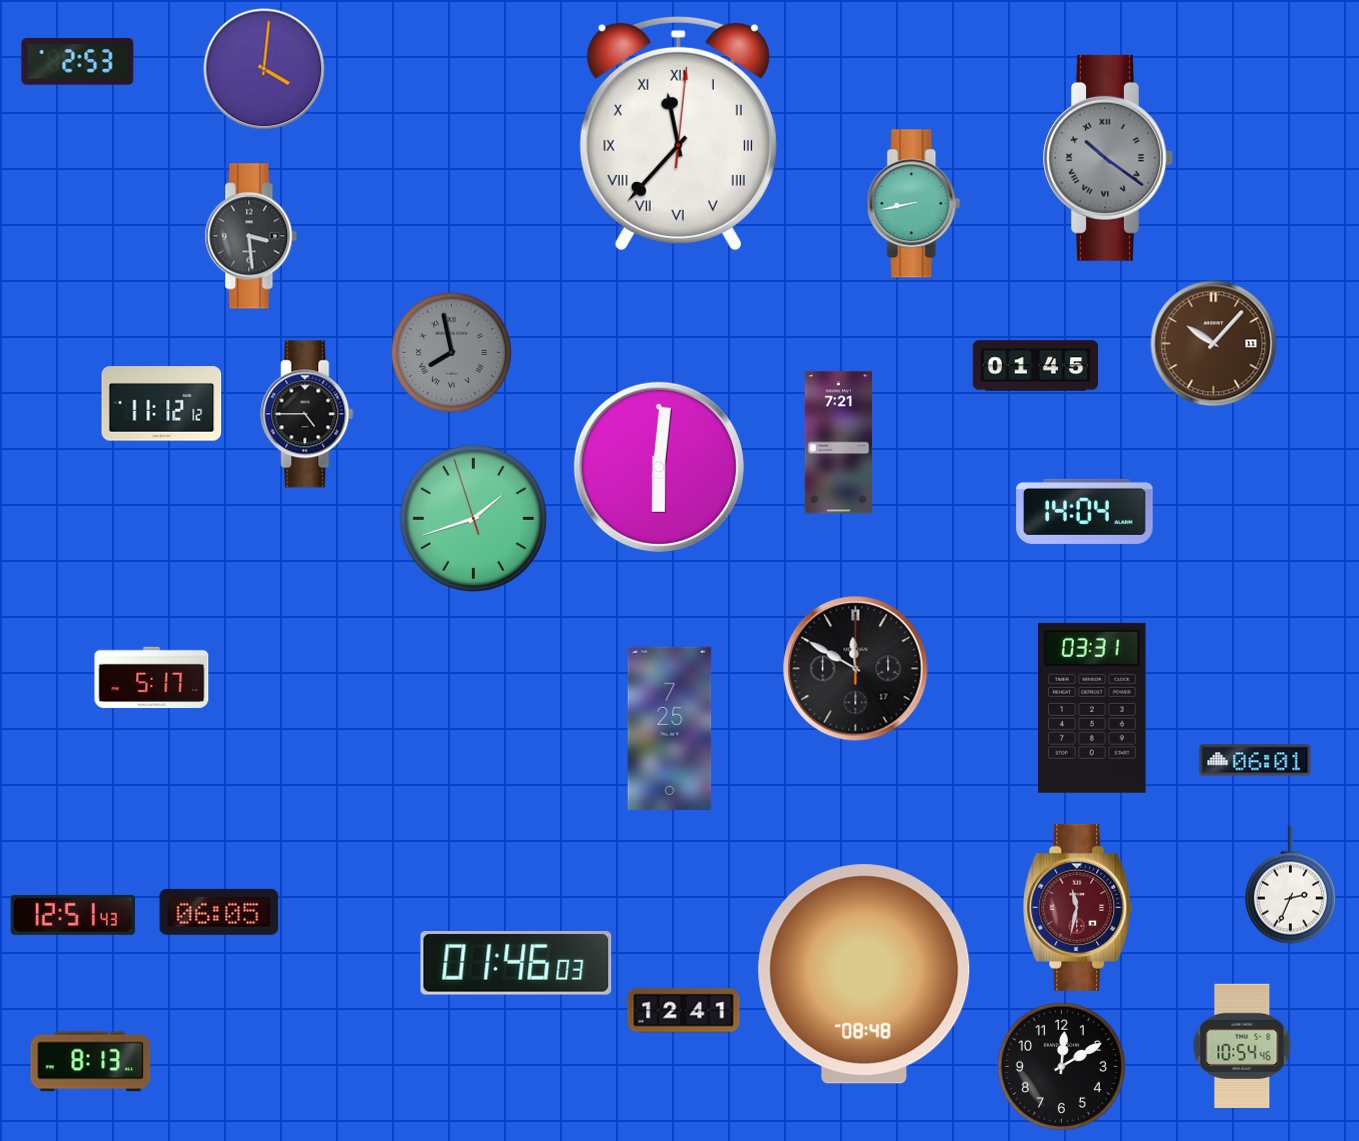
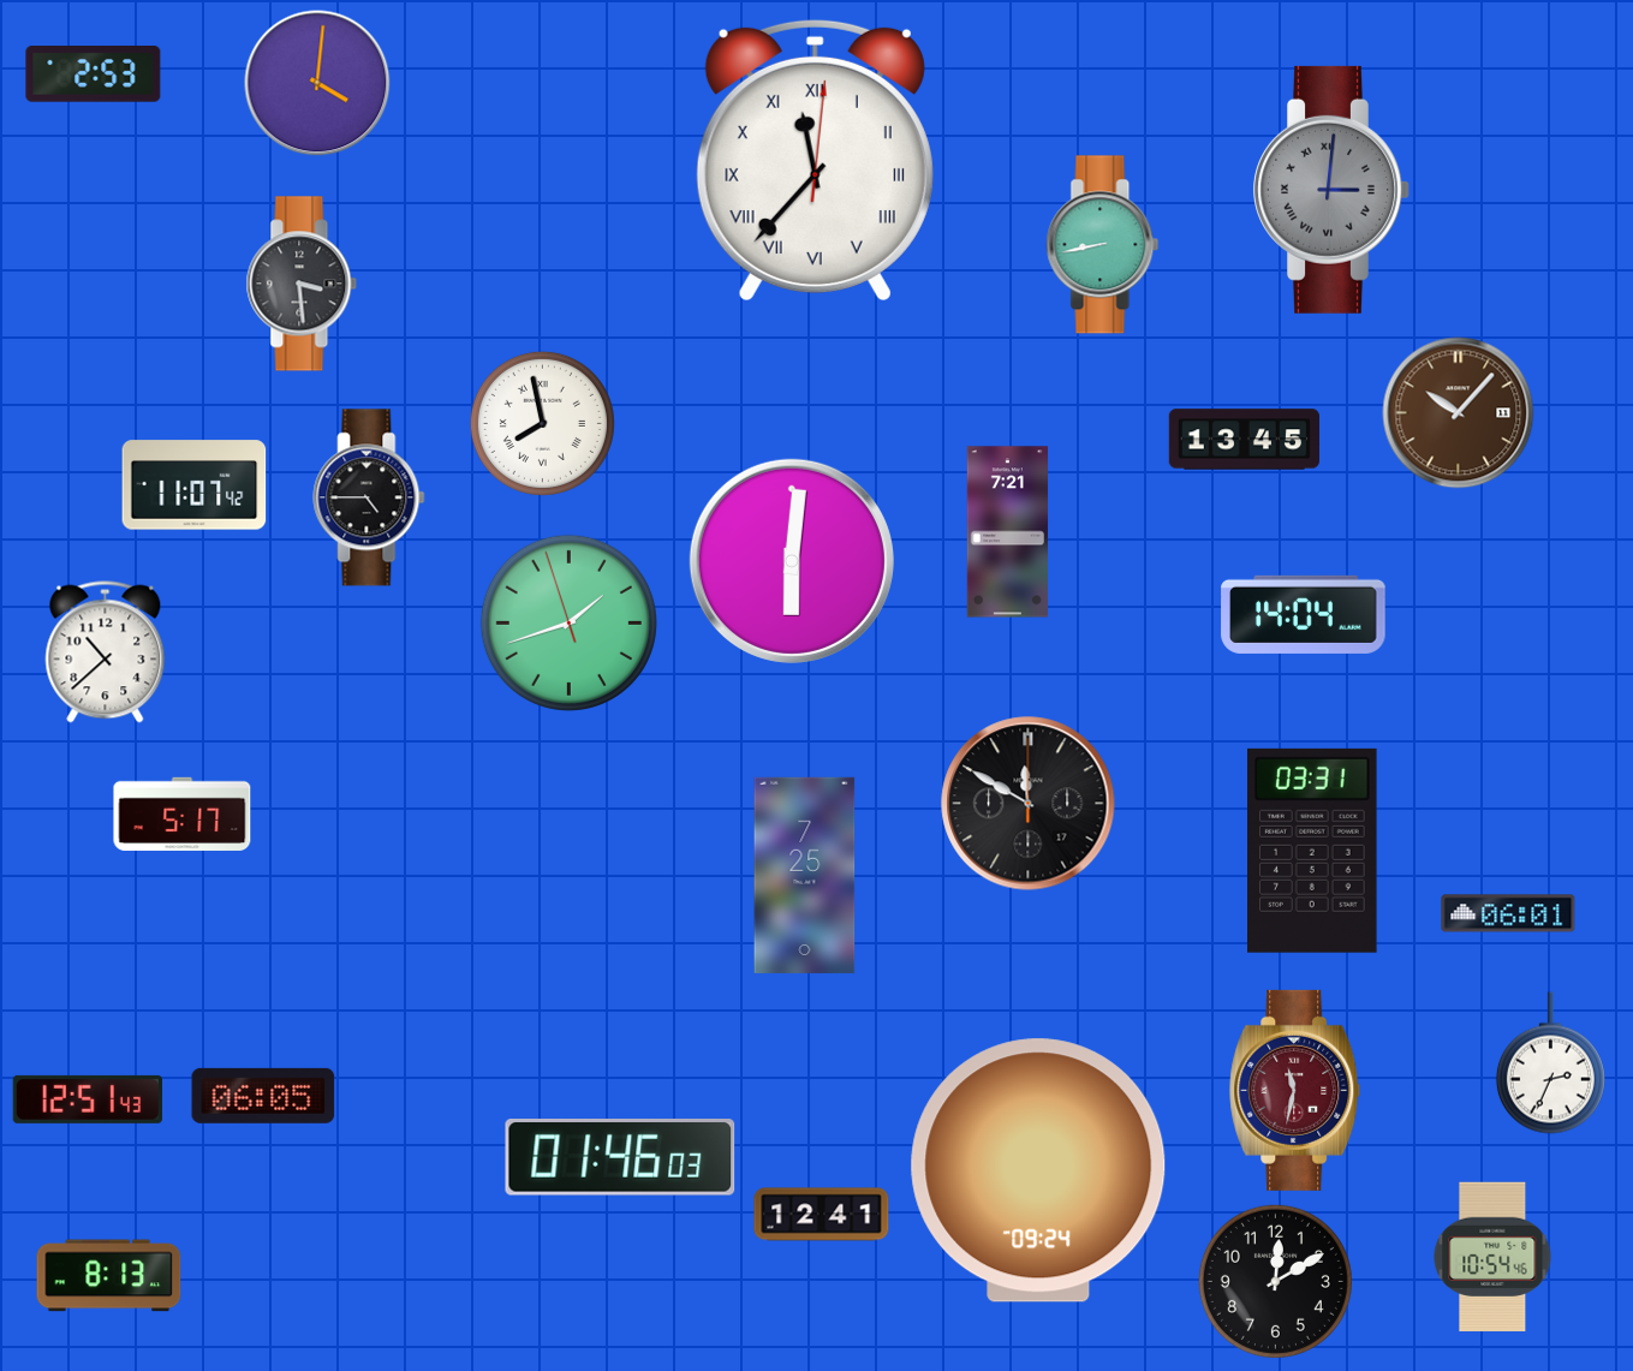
clock at (1108, 158): 10:21 -> 3:01
clock at (914, 204) position: (914, 204) -> (1103, 245)
clock at (451, 352) dial: grey -> white
clock at (1036, 366): 01:45 -> 13:45
clock at (162, 404): 11:12 -> 11:07
clock at (106, 652): none -> 10:38
clock at (864, 974): 08:48 -> 09:24
